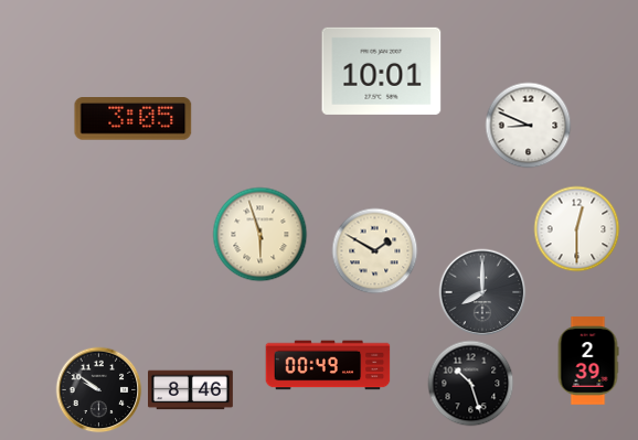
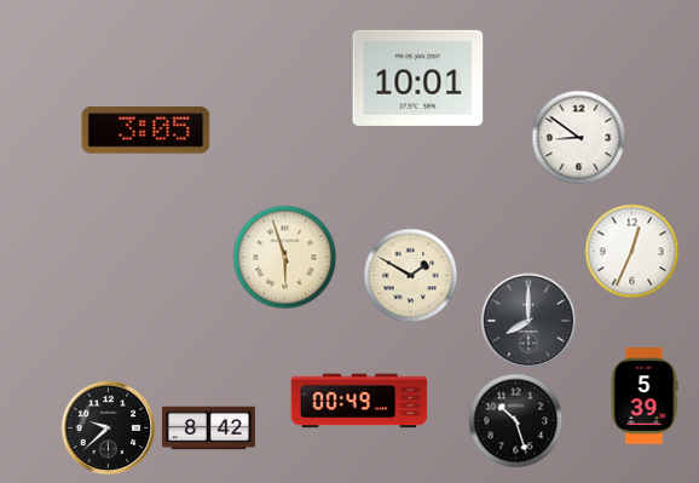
clock at (528, 125): 8:49 -> 8:51
clock at (576, 228): 12:30 -> 12:34
clock at (588, 361): 2:39 -> 5:39
clock at (98, 389): 9:51 -> 9:38
clock at (191, 390): 8:46 -> 8:42
